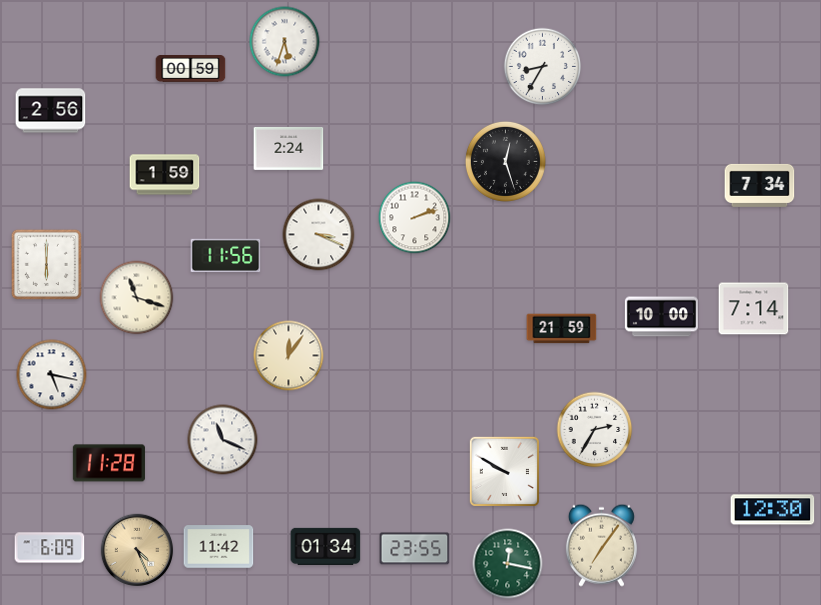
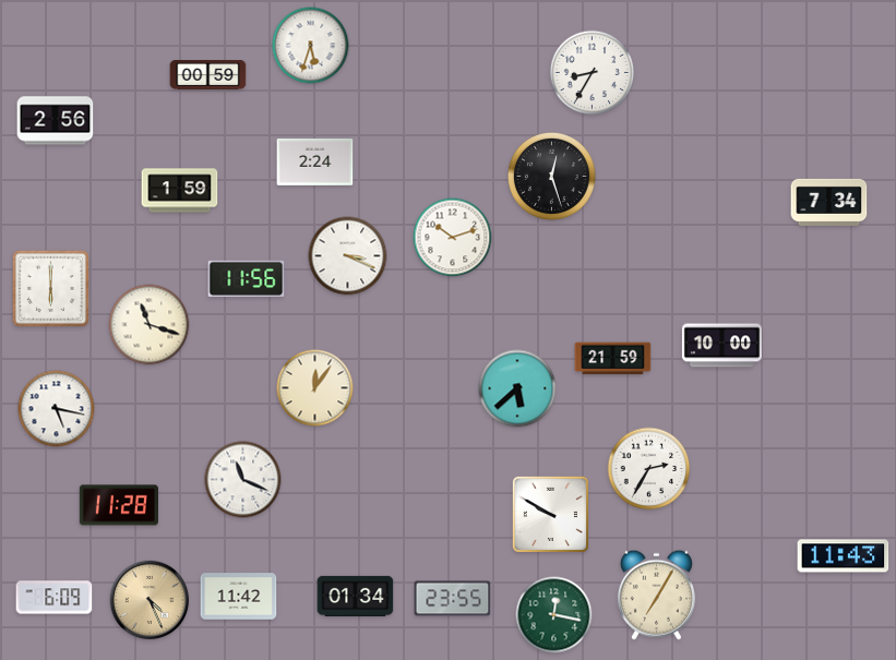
clock at (415, 218): 2:12 -> 10:12
clock at (754, 309): 7:14 -> none
clock at (517, 388): none -> 5:38
clock at (773, 510): 12:30 -> 11:43
clock at (601, 545): 7:06 -> 7:05
